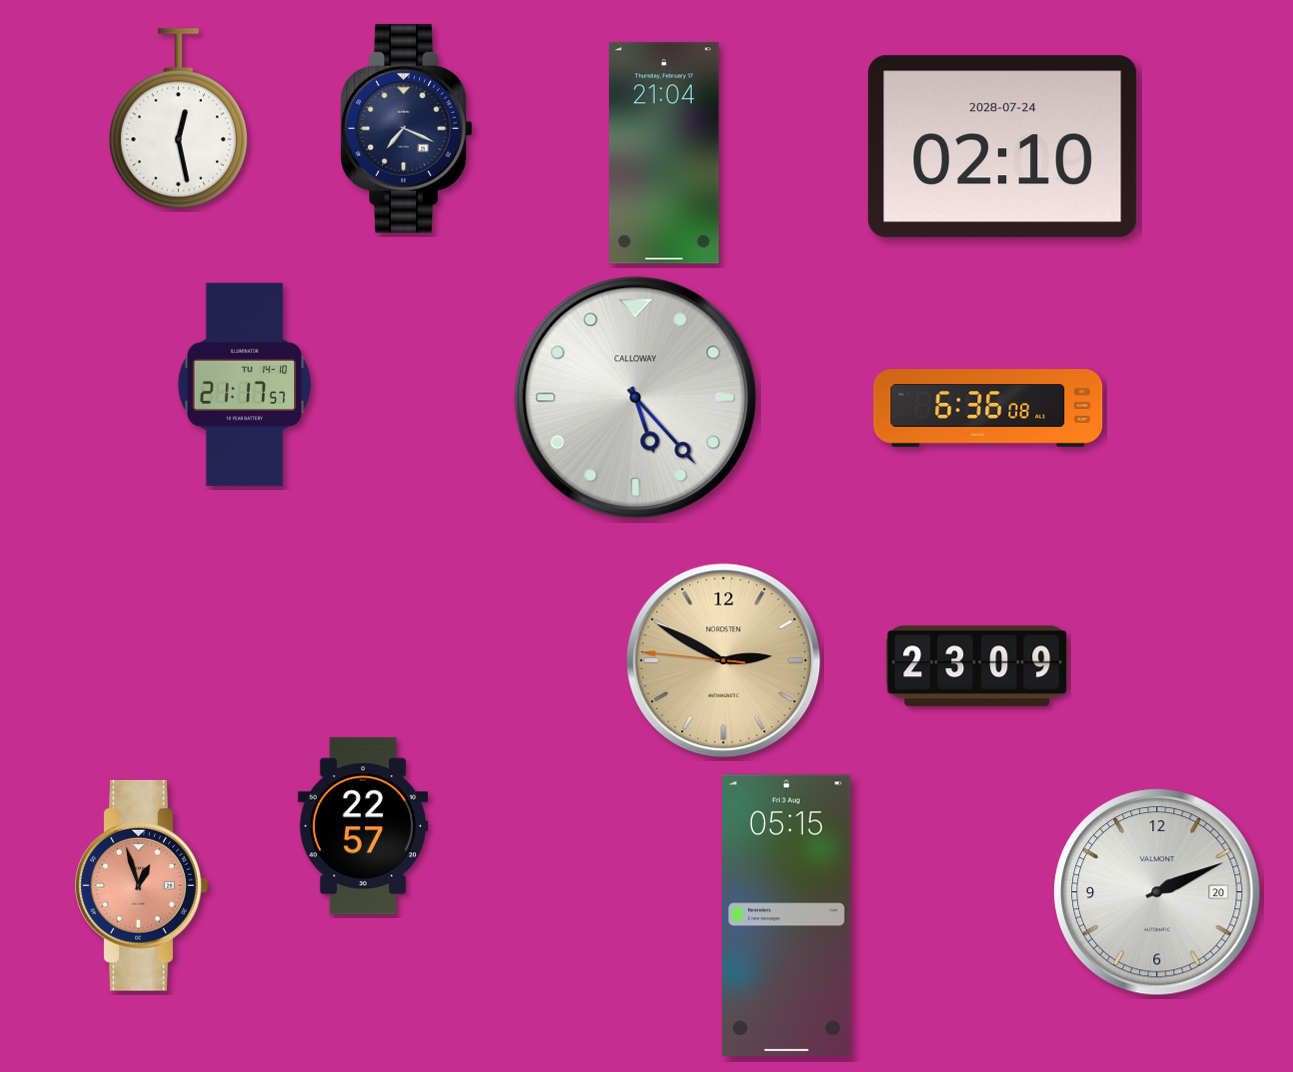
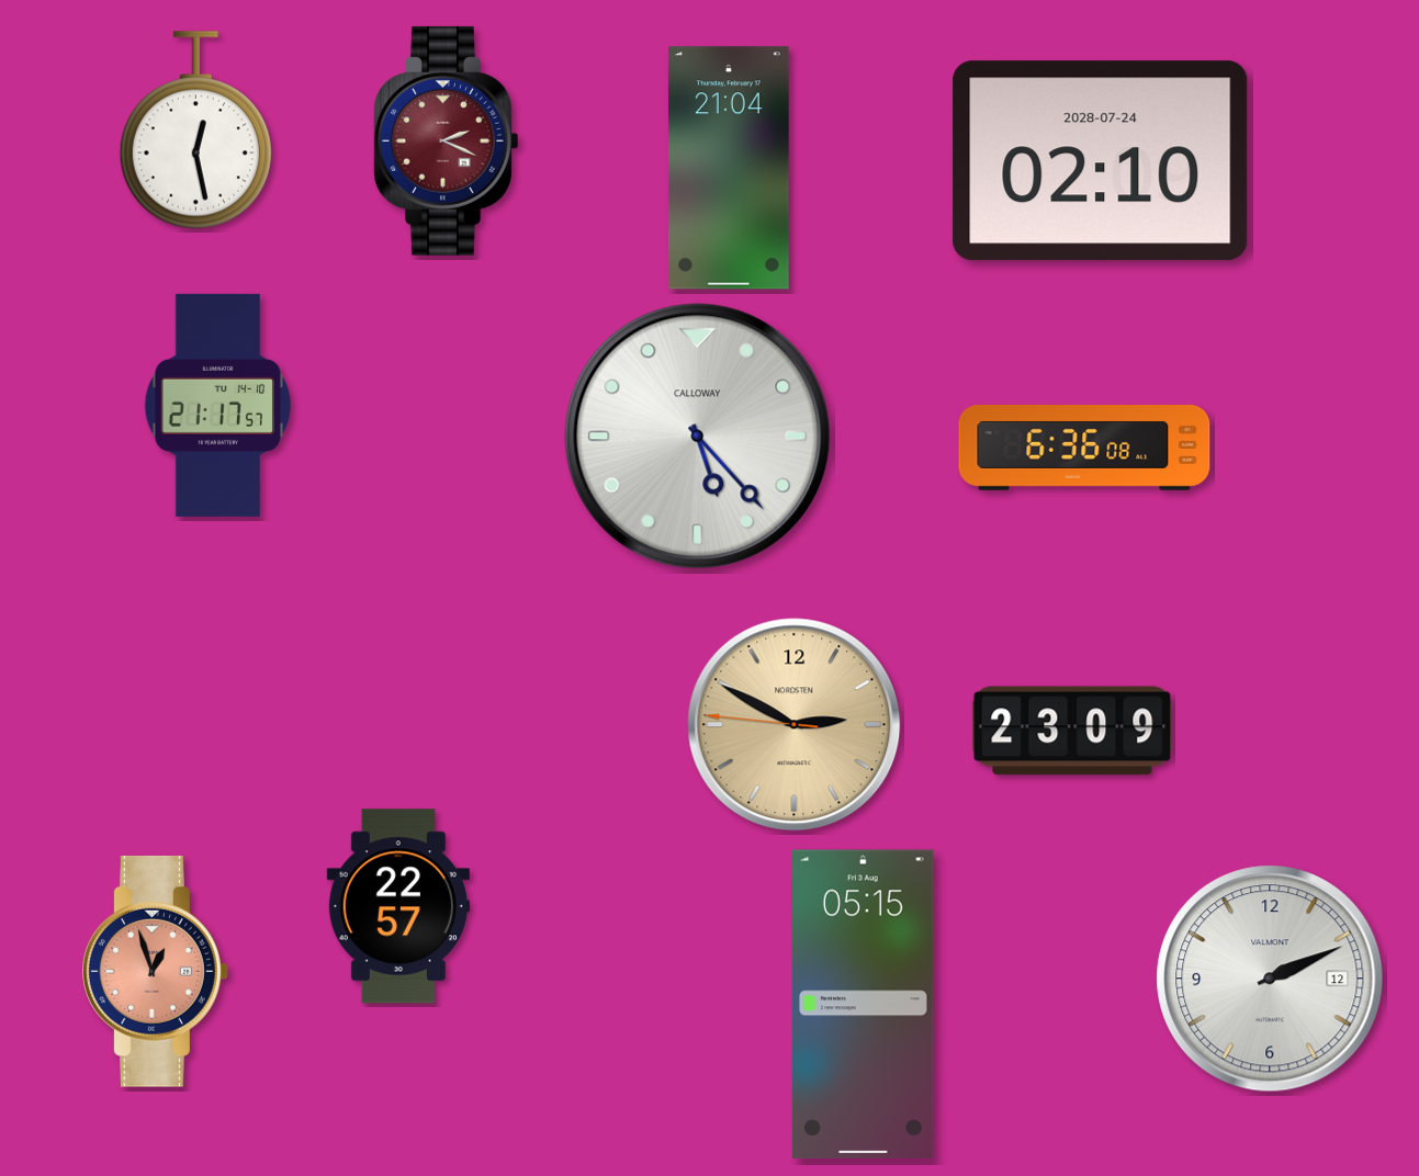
clock at (407, 128): 7:19 -> 2:19
clock at (407, 128) dial: navy -> burgundy
clock at (244, 384) position: (244, 384) -> (217, 405)
clock at (1157, 892) date: 20 -> 12
